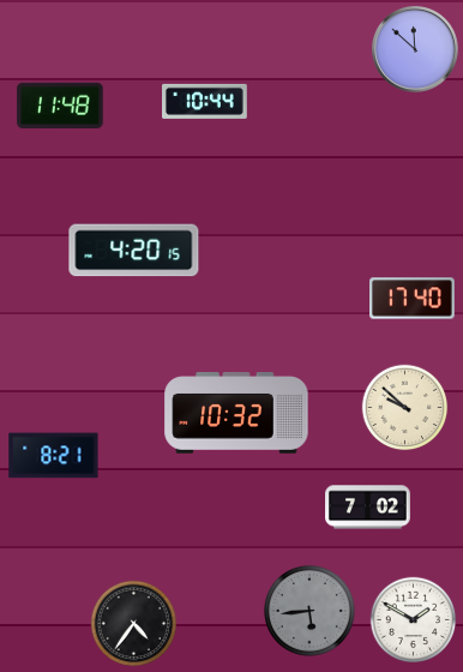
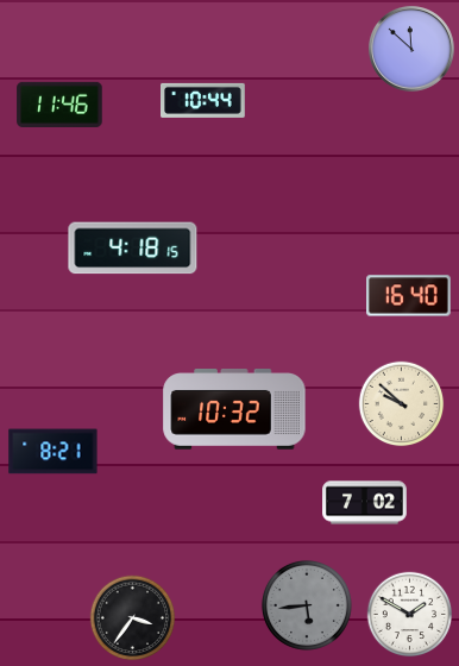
clock at (60, 106): 11:48 -> 11:46
clock at (134, 251): 4:20 -> 4:18
clock at (413, 299): 17:40 -> 16:40
clock at (134, 624): 4:36 -> 3:36
